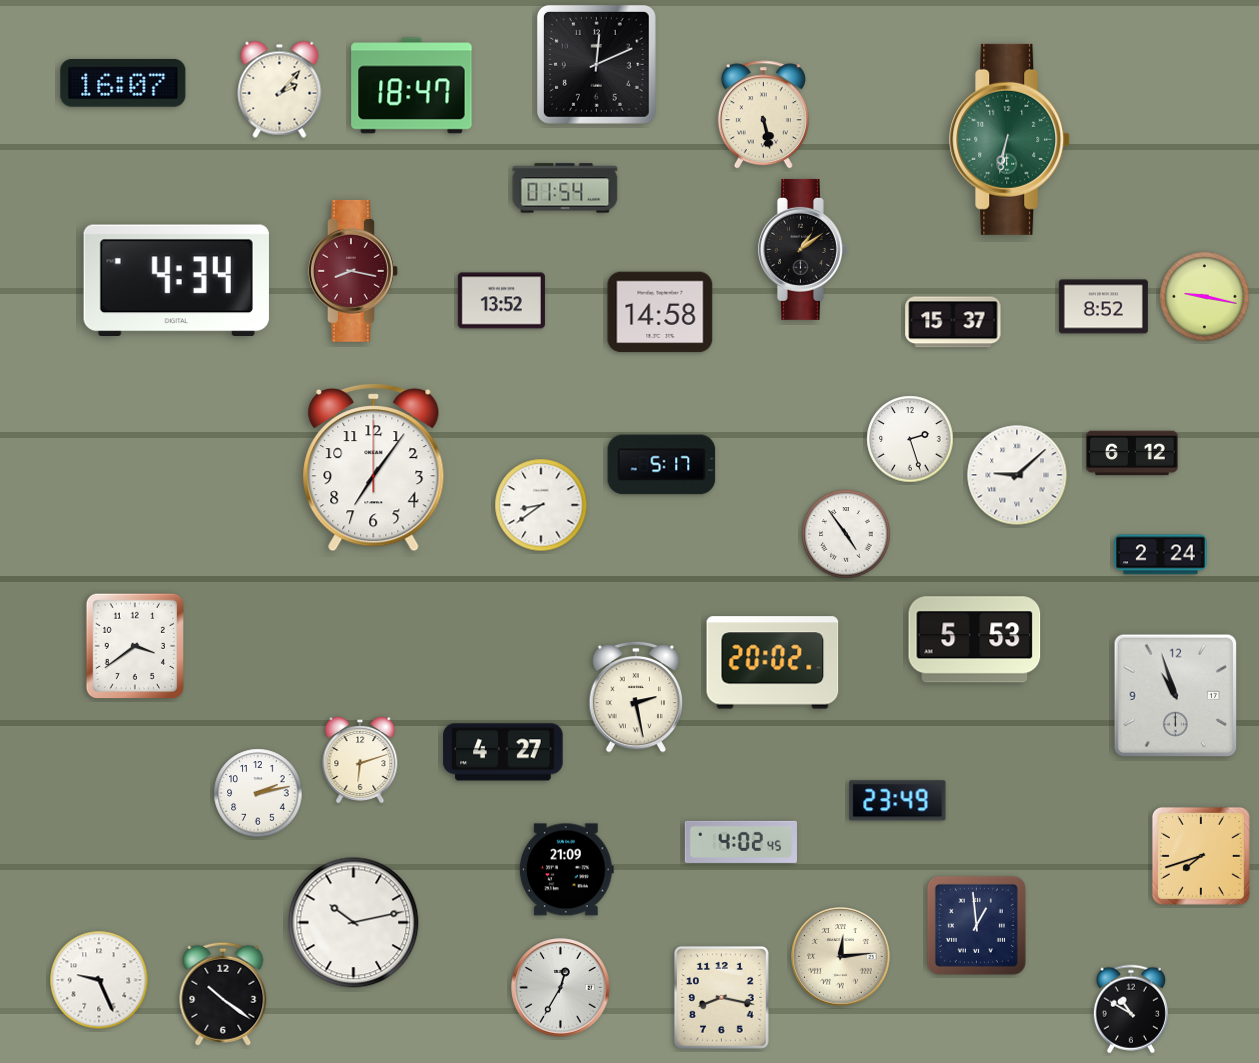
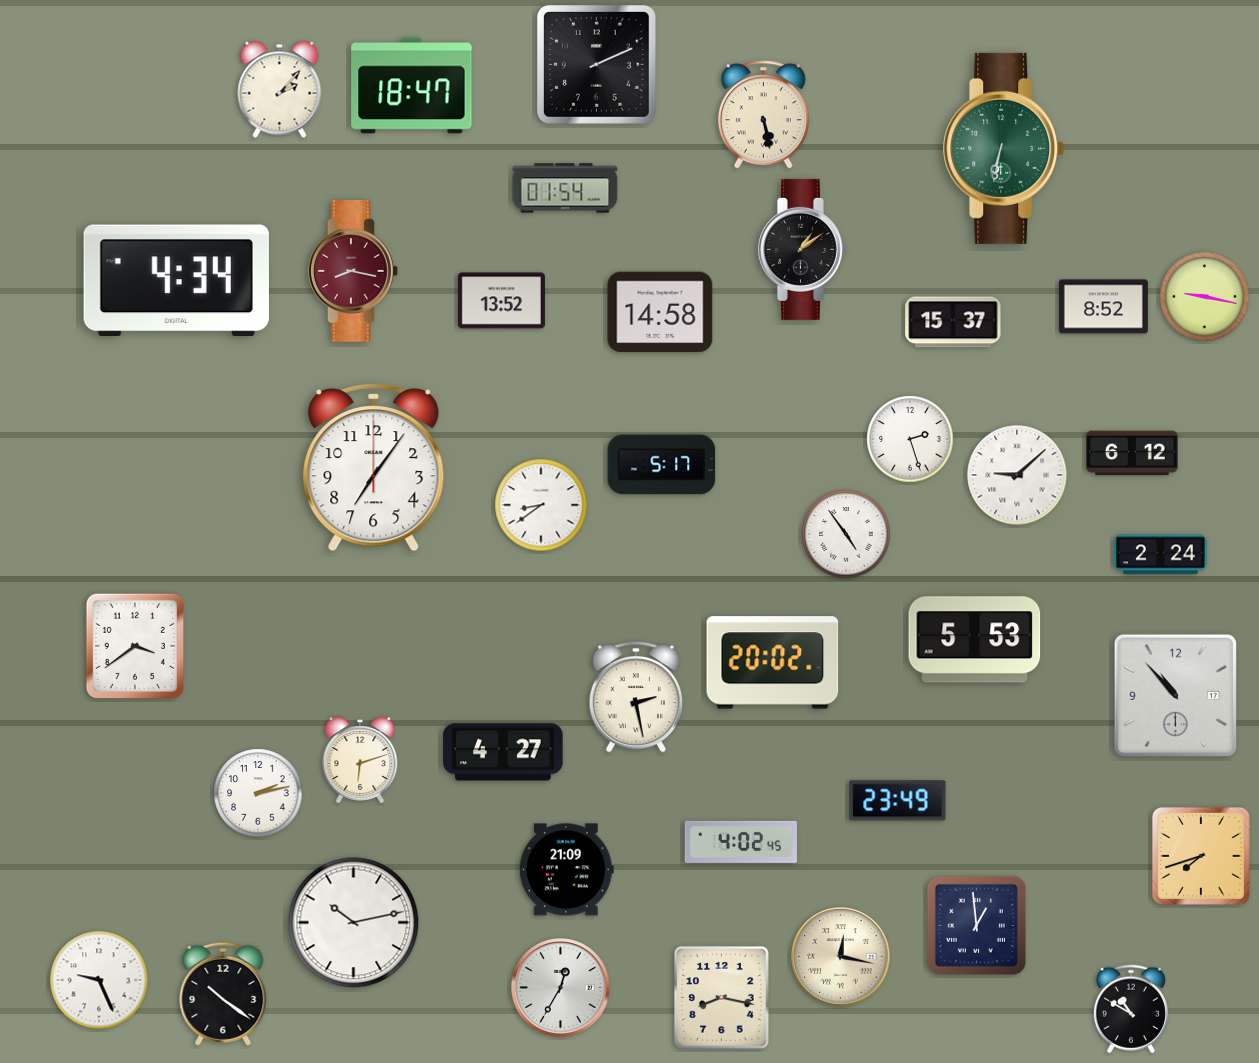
clock at (596, 64): 12:11 -> 2:11
clock at (123, 84): 16:07 -> none
clock at (1010, 139) position: (1010, 139) -> (1004, 148)
clock at (1176, 696): 10:57 -> 10:53
clock at (841, 957): 12:14 -> 12:17
